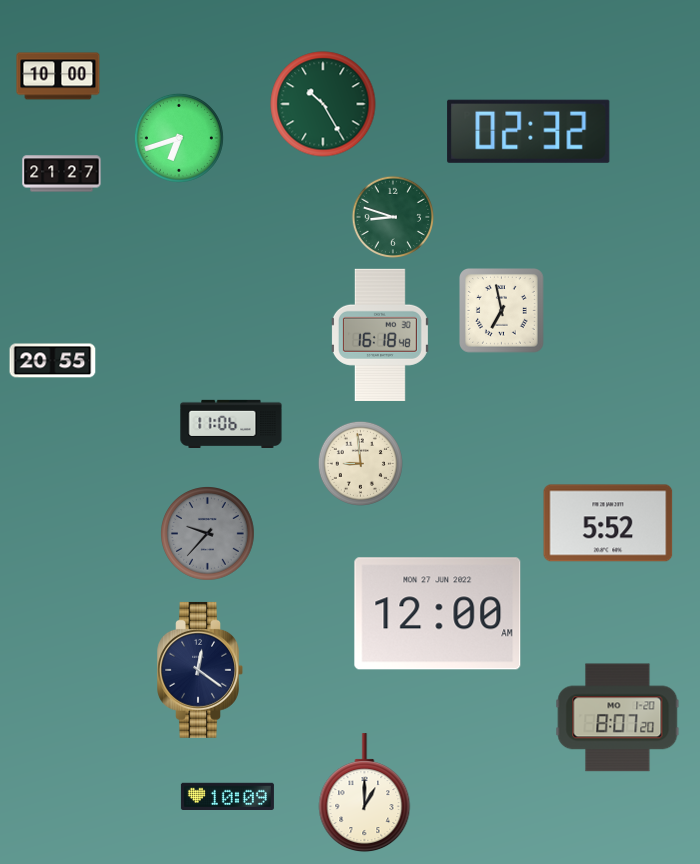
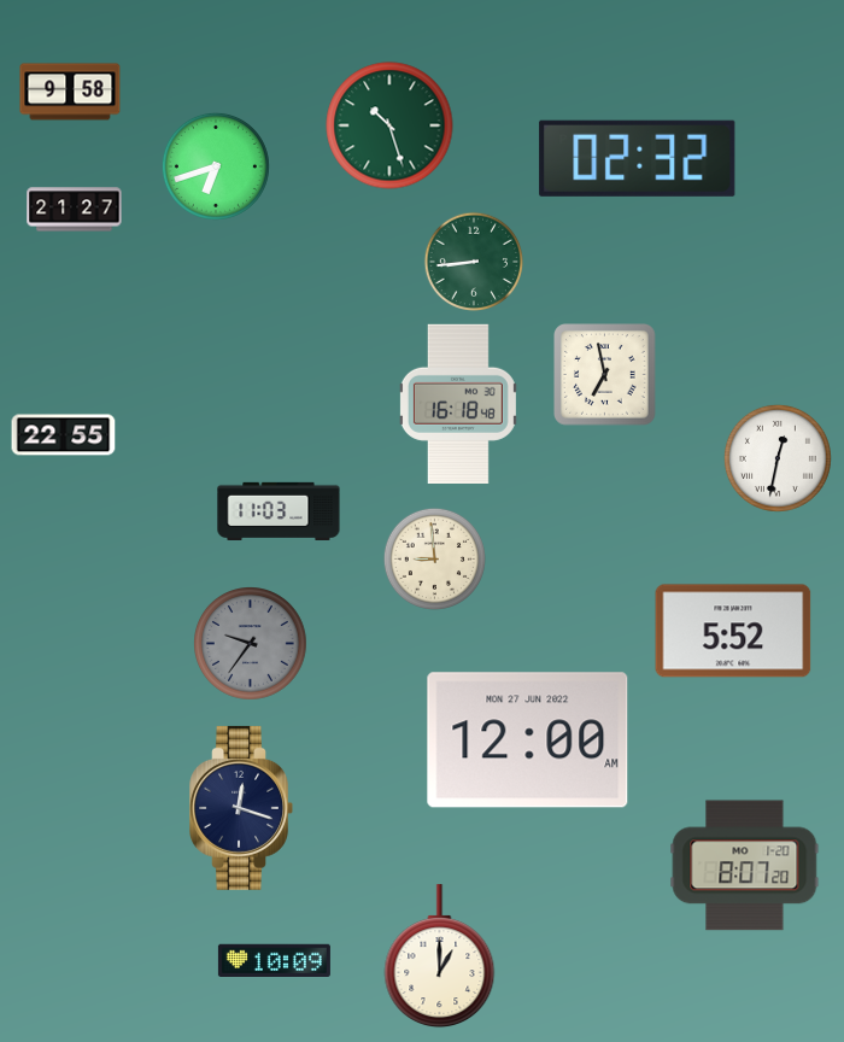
clock at (58, 76): 10:00 -> 9:58
clock at (323, 104): 10:25 -> 10:27
clock at (392, 216): 8:48 -> 8:44
clock at (53, 361): 20:55 -> 22:55
clock at (778, 458): none -> 12:32
clock at (231, 423): 11:06 -> 11:03
clock at (208, 534): 9:37 -> 9:36
clock at (200, 670): 12:21 -> 12:18
